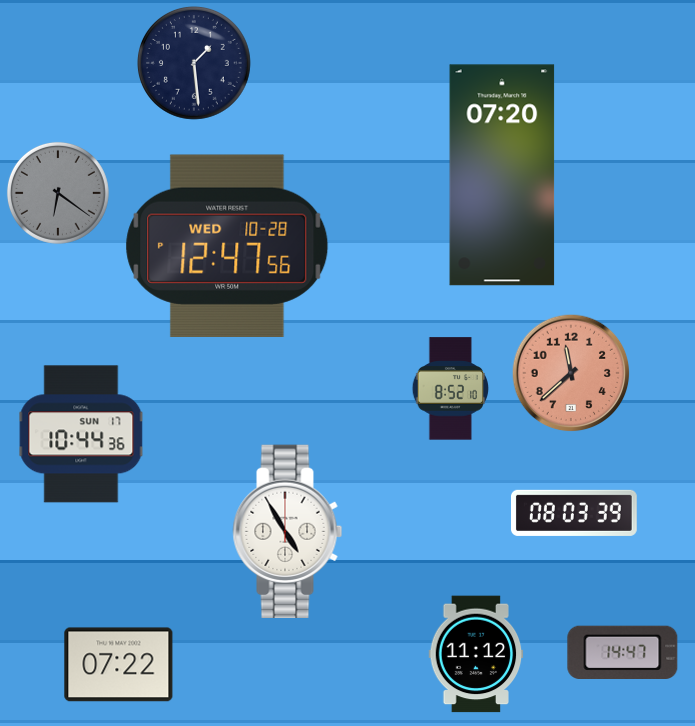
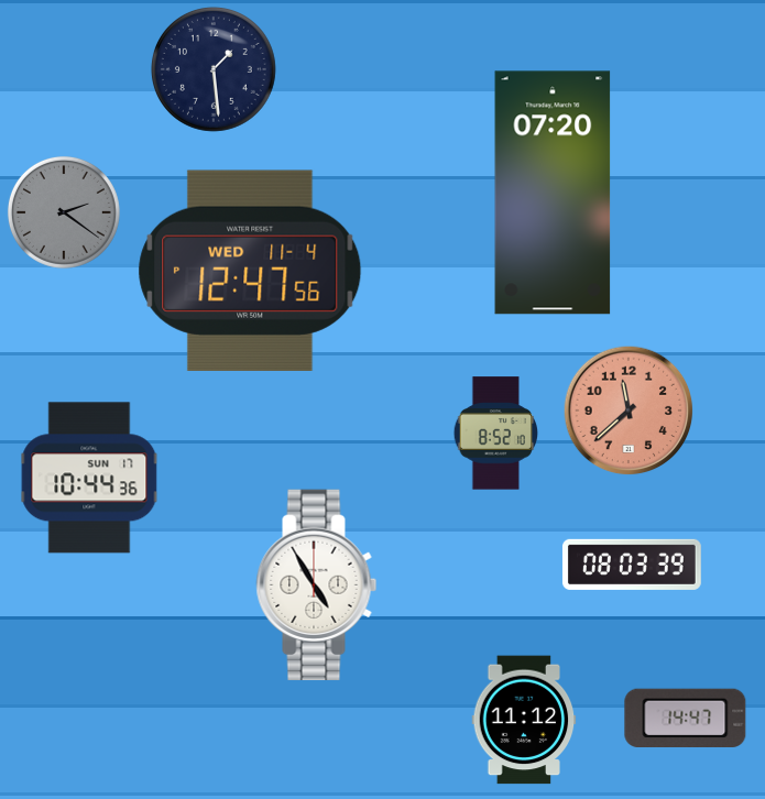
clock at (58, 193): 6:21 -> 2:21
clock at (227, 245) date: WED 10-28 -> WED 11-4
clock at (451, 389) position: (451, 389) -> (496, 434)
clock at (119, 665): 07:22 -> none
